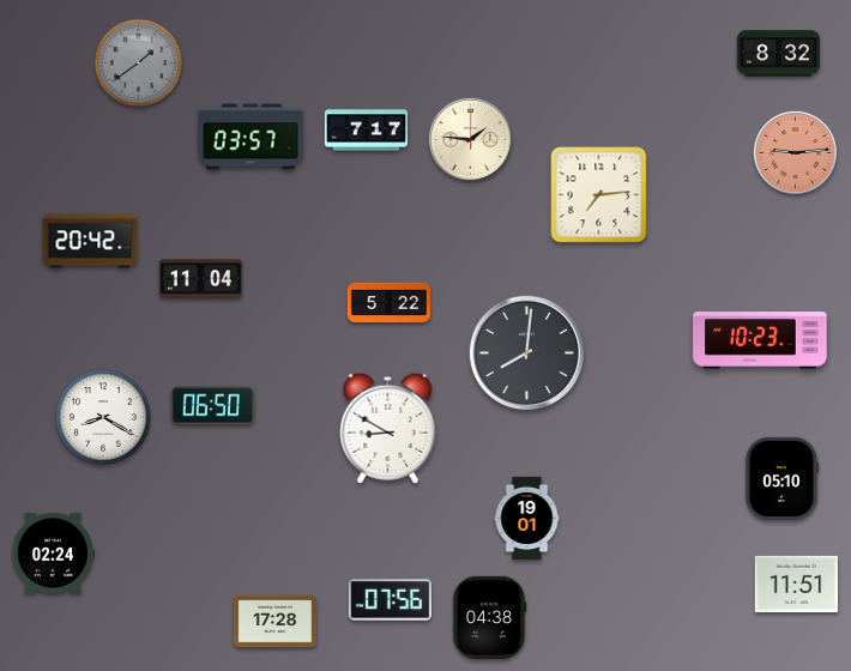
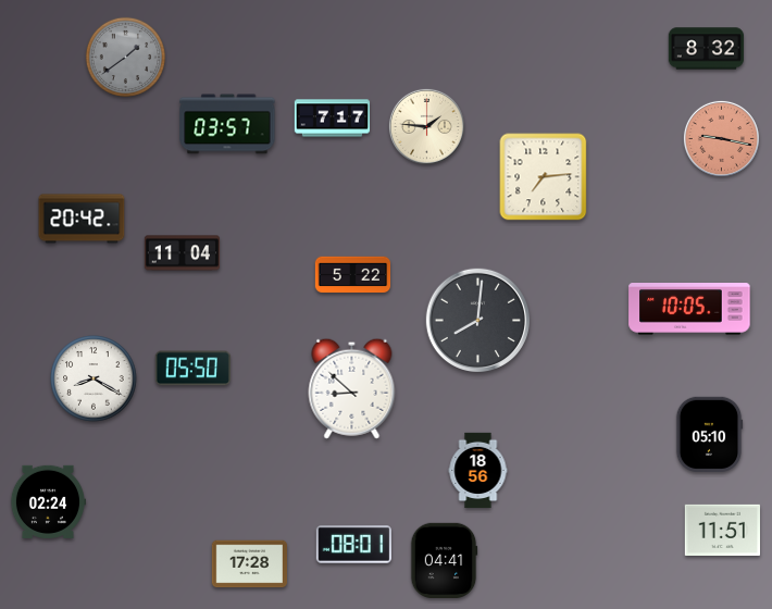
clock at (795, 152): 9:14 -> 9:17
clock at (760, 341): 10:23 -> 10:05
clock at (212, 406): 06:50 -> 05:50
clock at (388, 428): 8:50 -> 8:52
clock at (527, 519): 19:01 -> 18:56
clock at (390, 600): 07:56 -> 08:01
clock at (489, 617): 04:38 -> 04:41
